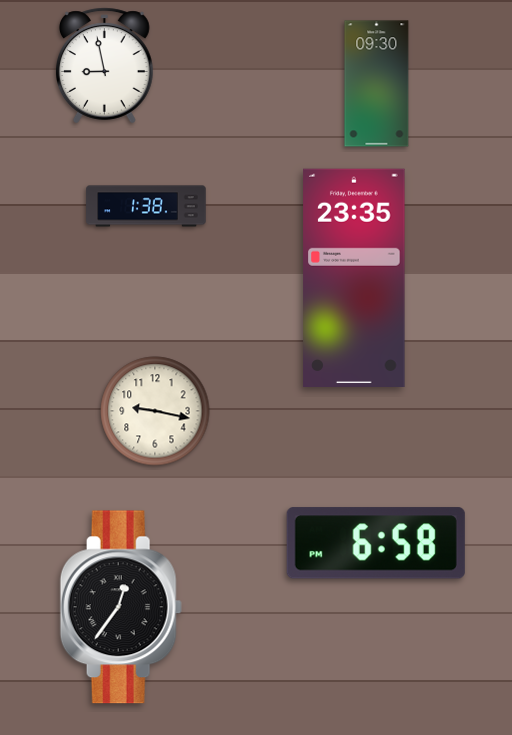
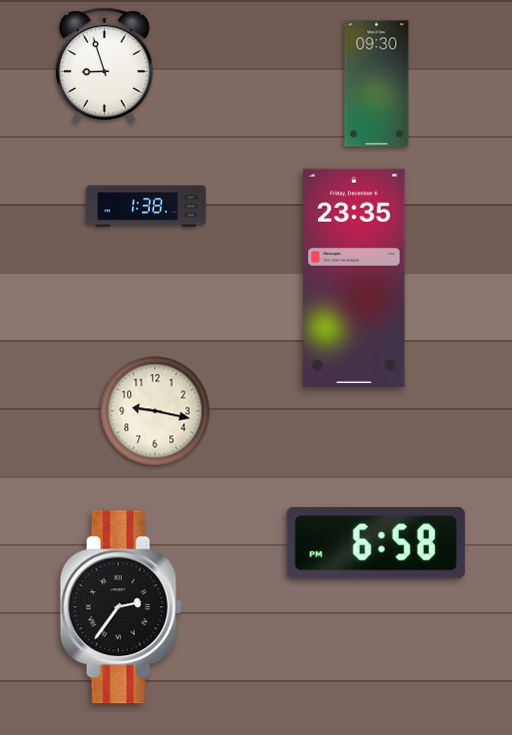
clock at (105, 66): 8:58 -> 8:57
clock at (121, 607): 12:36 -> 2:36
